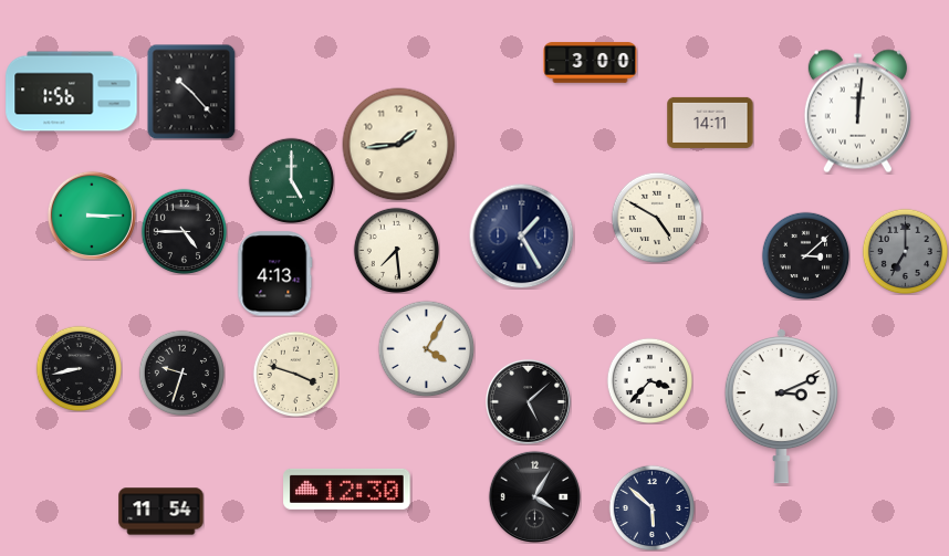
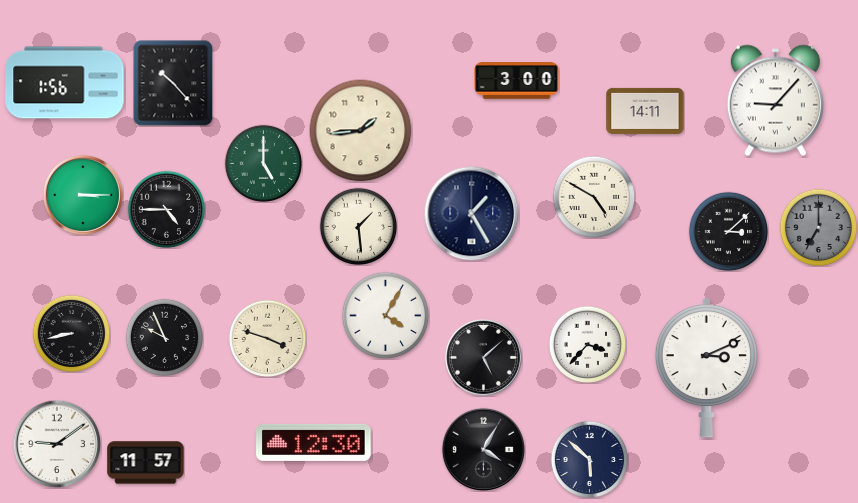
clock at (591, 63) position: (591, 63) -> (517, 81)
clock at (857, 112): 12:01 -> 9:07
clock at (710, 123) position: (710, 123) -> (645, 111)
clock at (396, 250): 7:29 -> 1:29
clock at (275, 274): 4:13 -> none
clock at (181, 373): 9:33 -> 9:56
clock at (528, 401) position: (528, 401) -> (483, 357)
clock at (57, 444): none -> 9:09
clock at (161, 512): 11:54 -> 11:57
